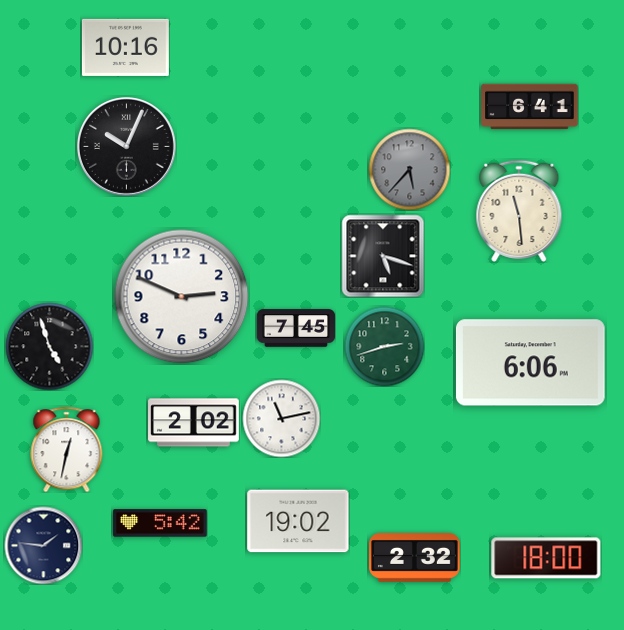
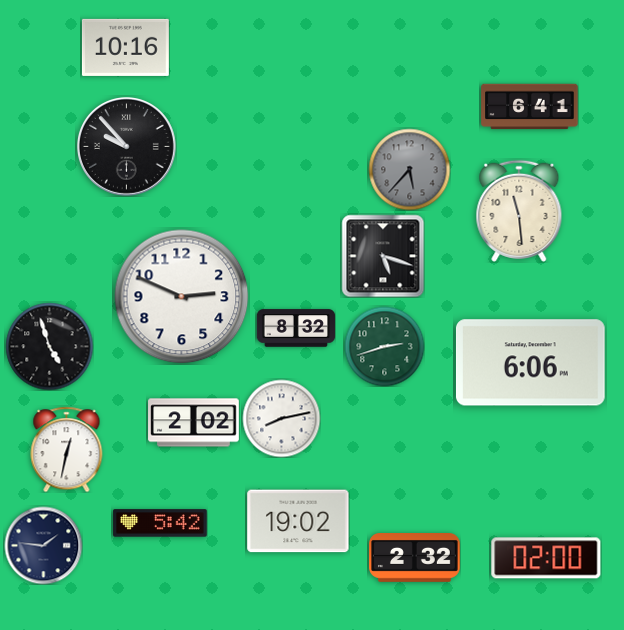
clock at (126, 146): 10:04 -> 9:53
clock at (296, 328): 7:45 -> 8:32
clock at (281, 418): 11:13 -> 8:13
clock at (546, 558): 18:00 -> 02:00
